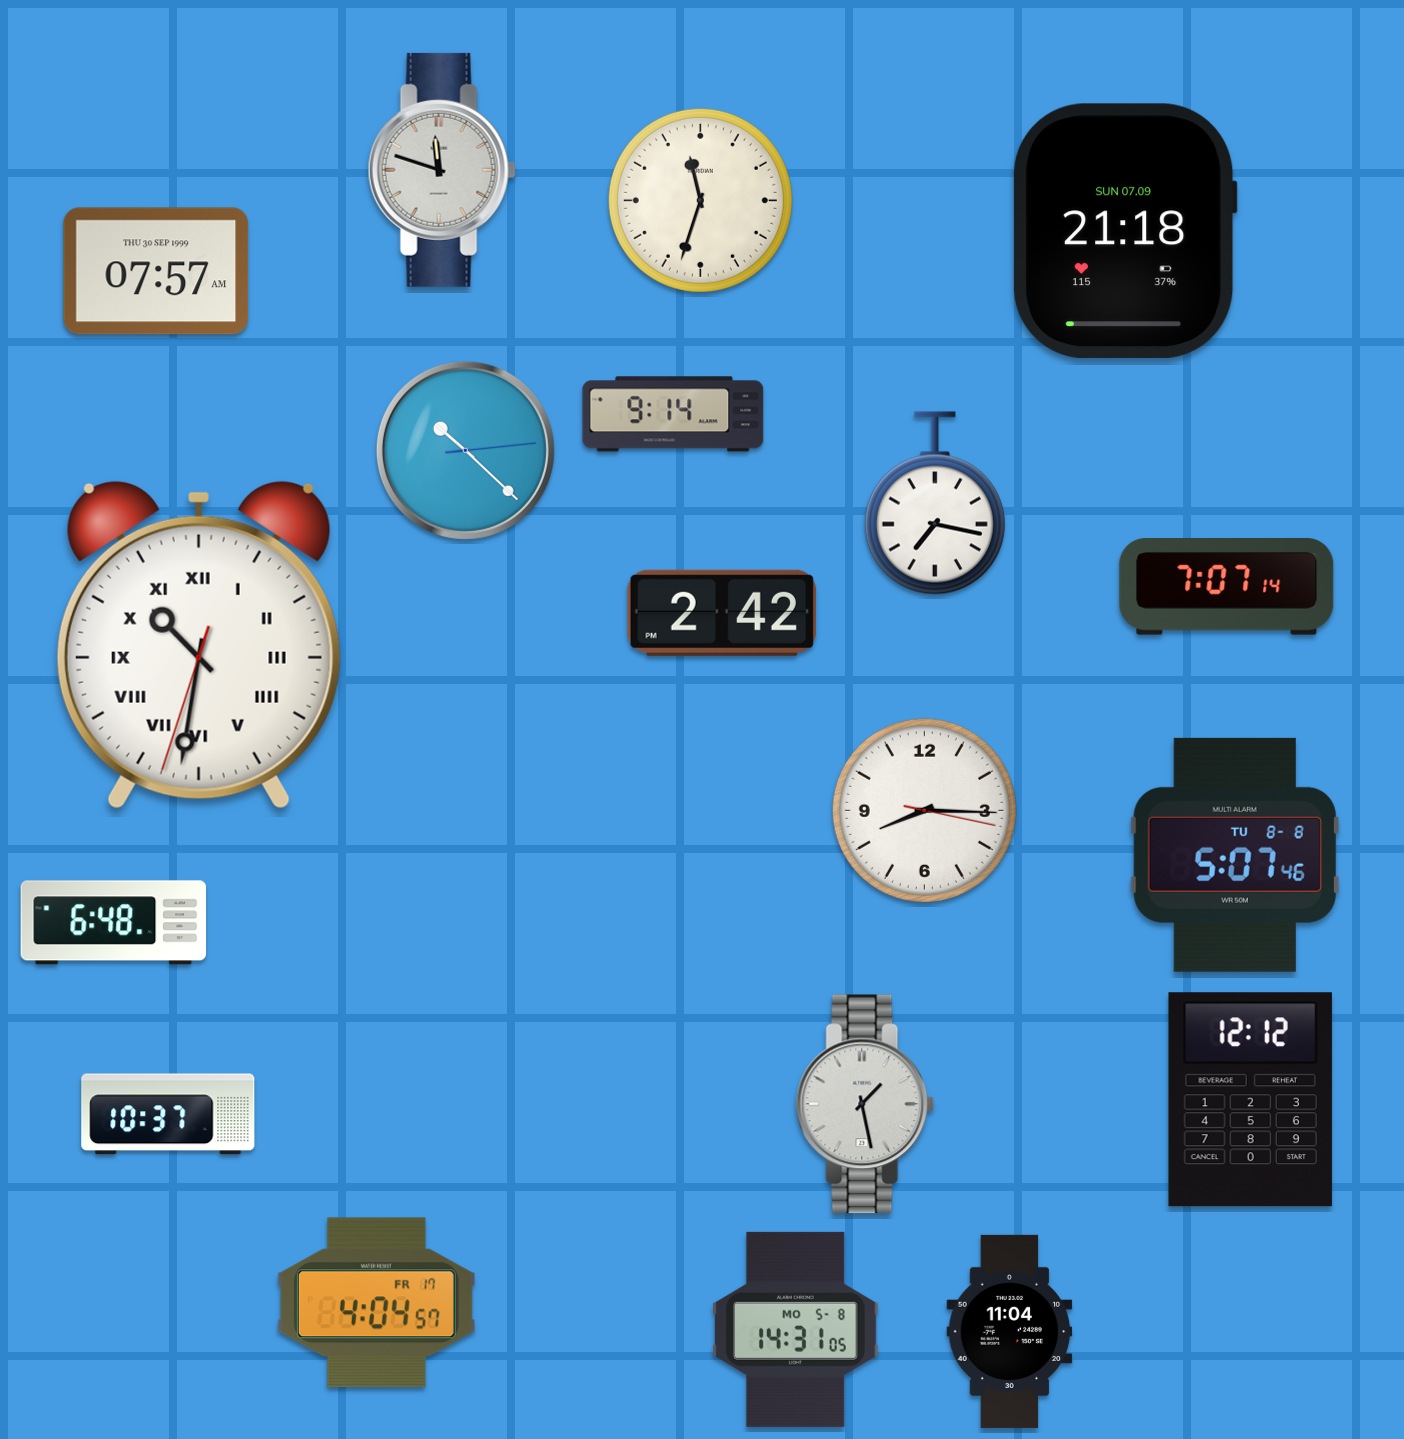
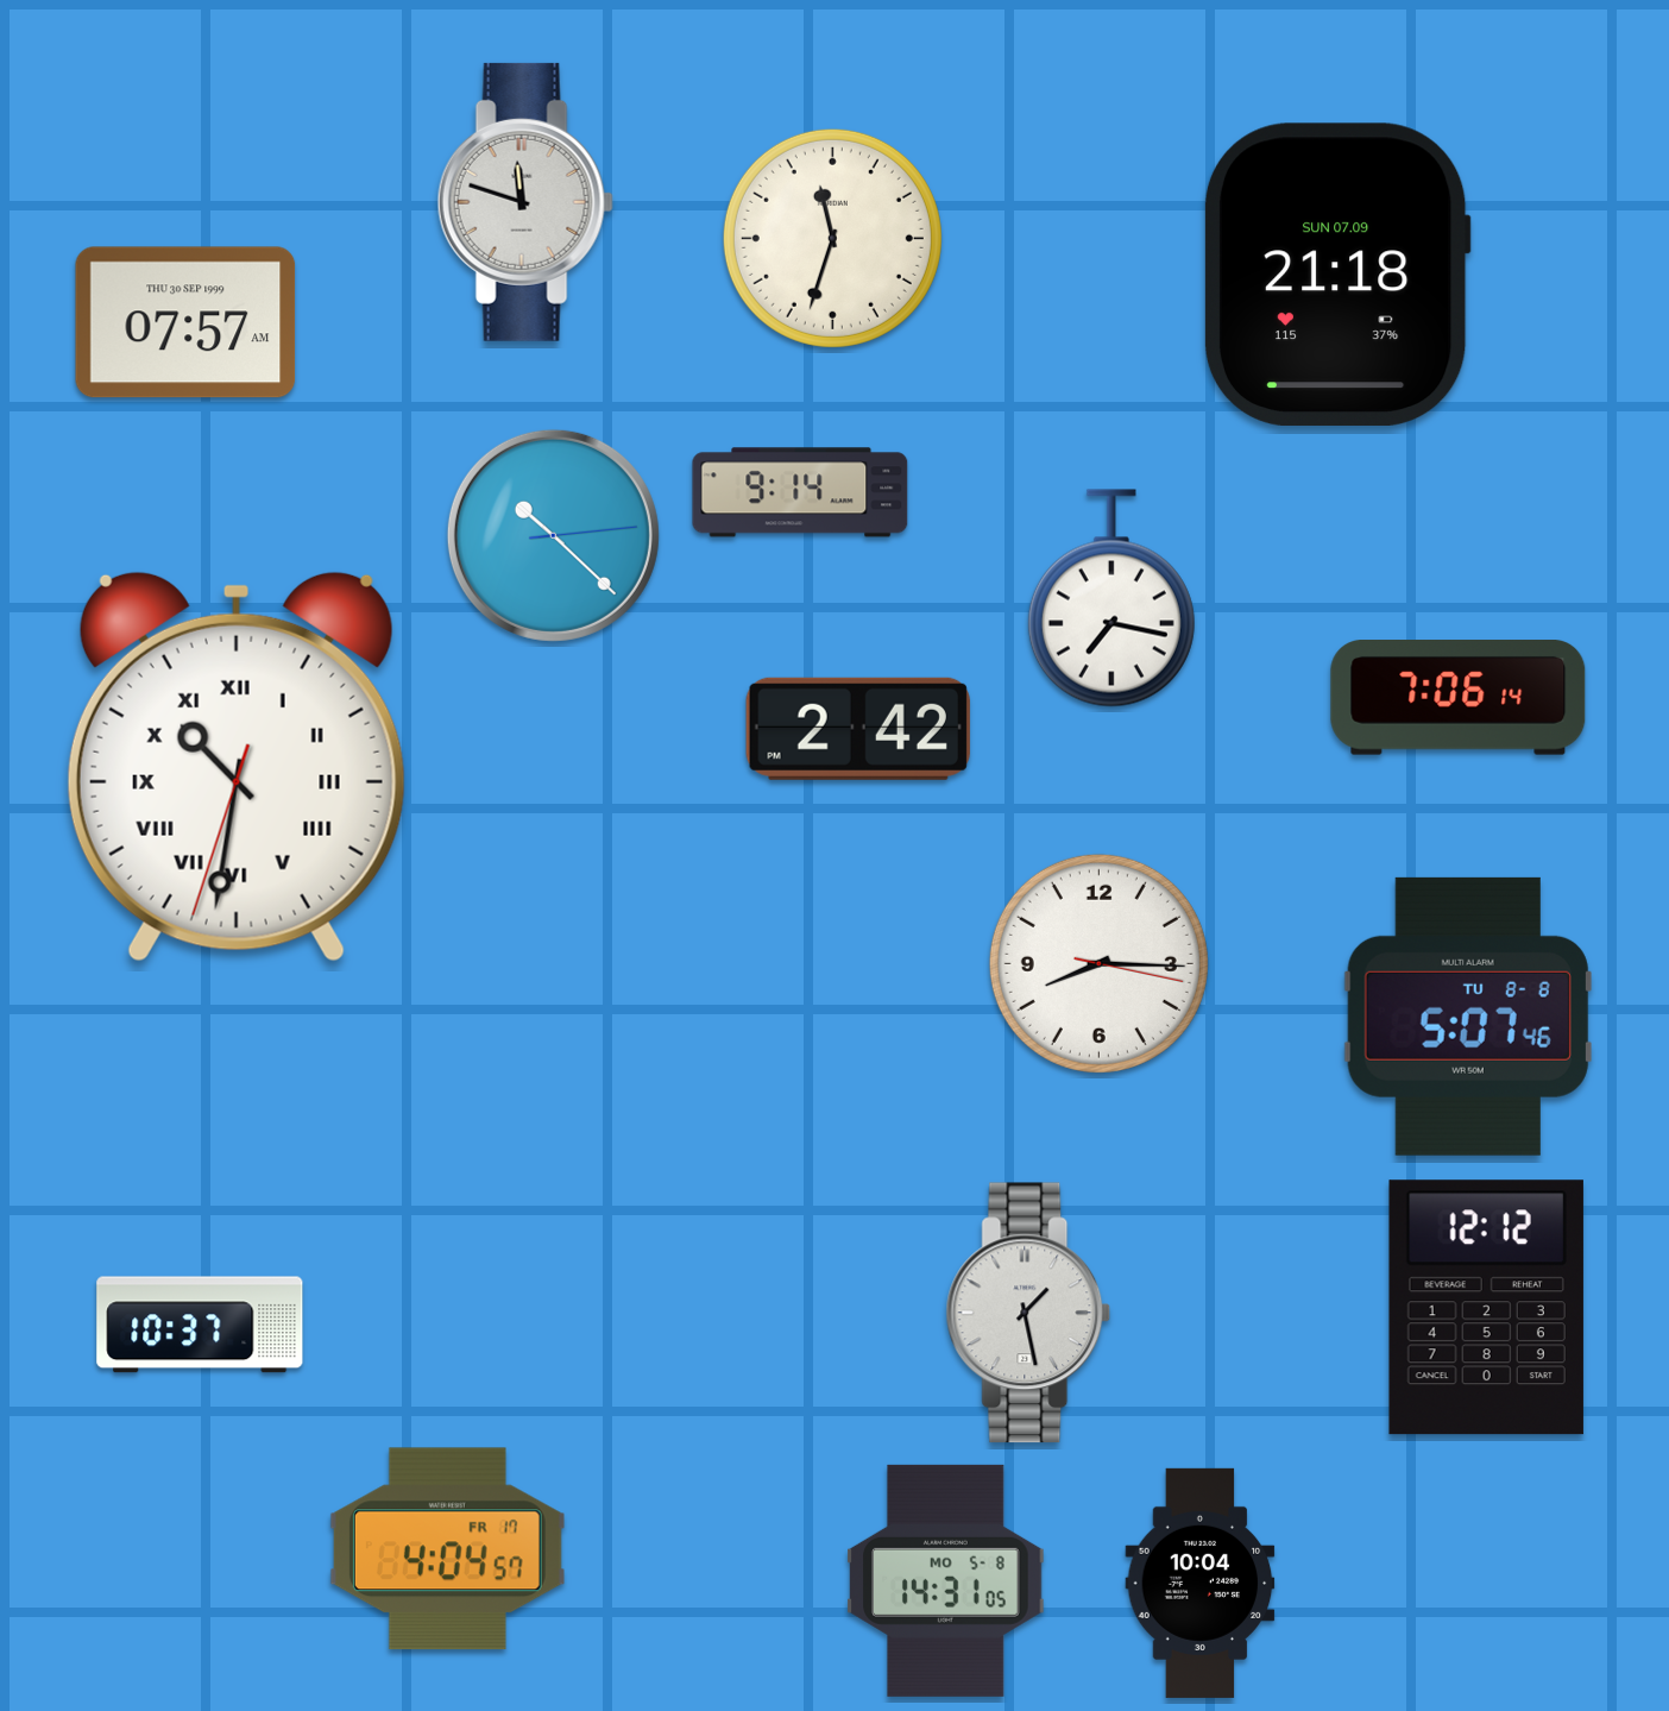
clock at (1227, 587): 7:07 -> 7:06
clock at (114, 923): 6:48 -> none
clock at (1010, 1331): 11:04 -> 10:04
